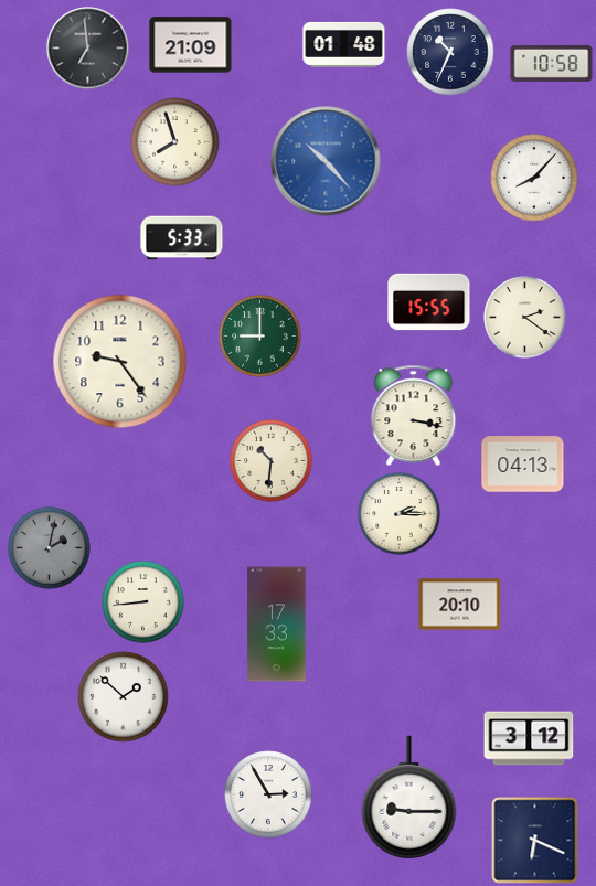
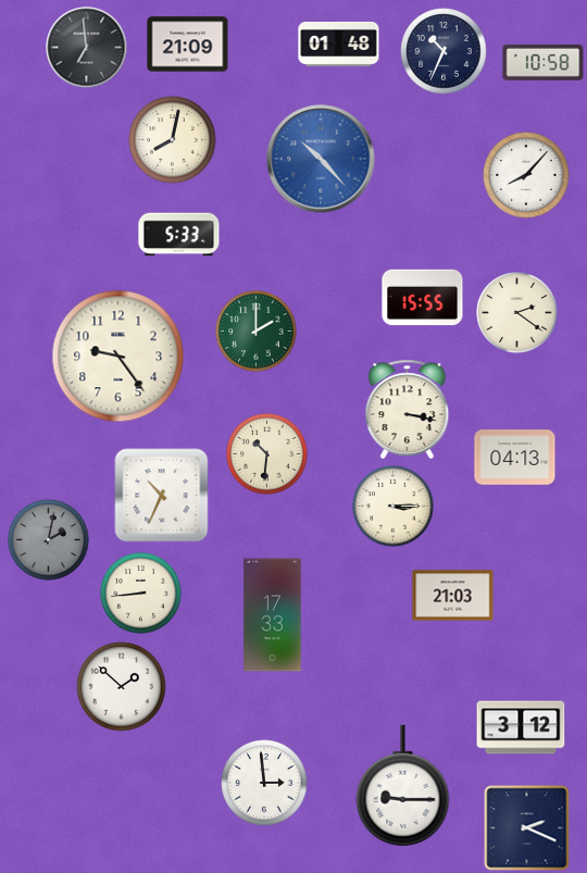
clock at (175, 142): 7:57 -> 8:02
clock at (260, 337): 9:00 -> 2:00
clock at (162, 496): none -> 10:34
clock at (400, 514): 2:15 -> 3:15
clock at (460, 605): 20:10 -> 21:03
clock at (268, 794): 2:55 -> 2:59
clock at (535, 841): 6:19 -> 2:19
